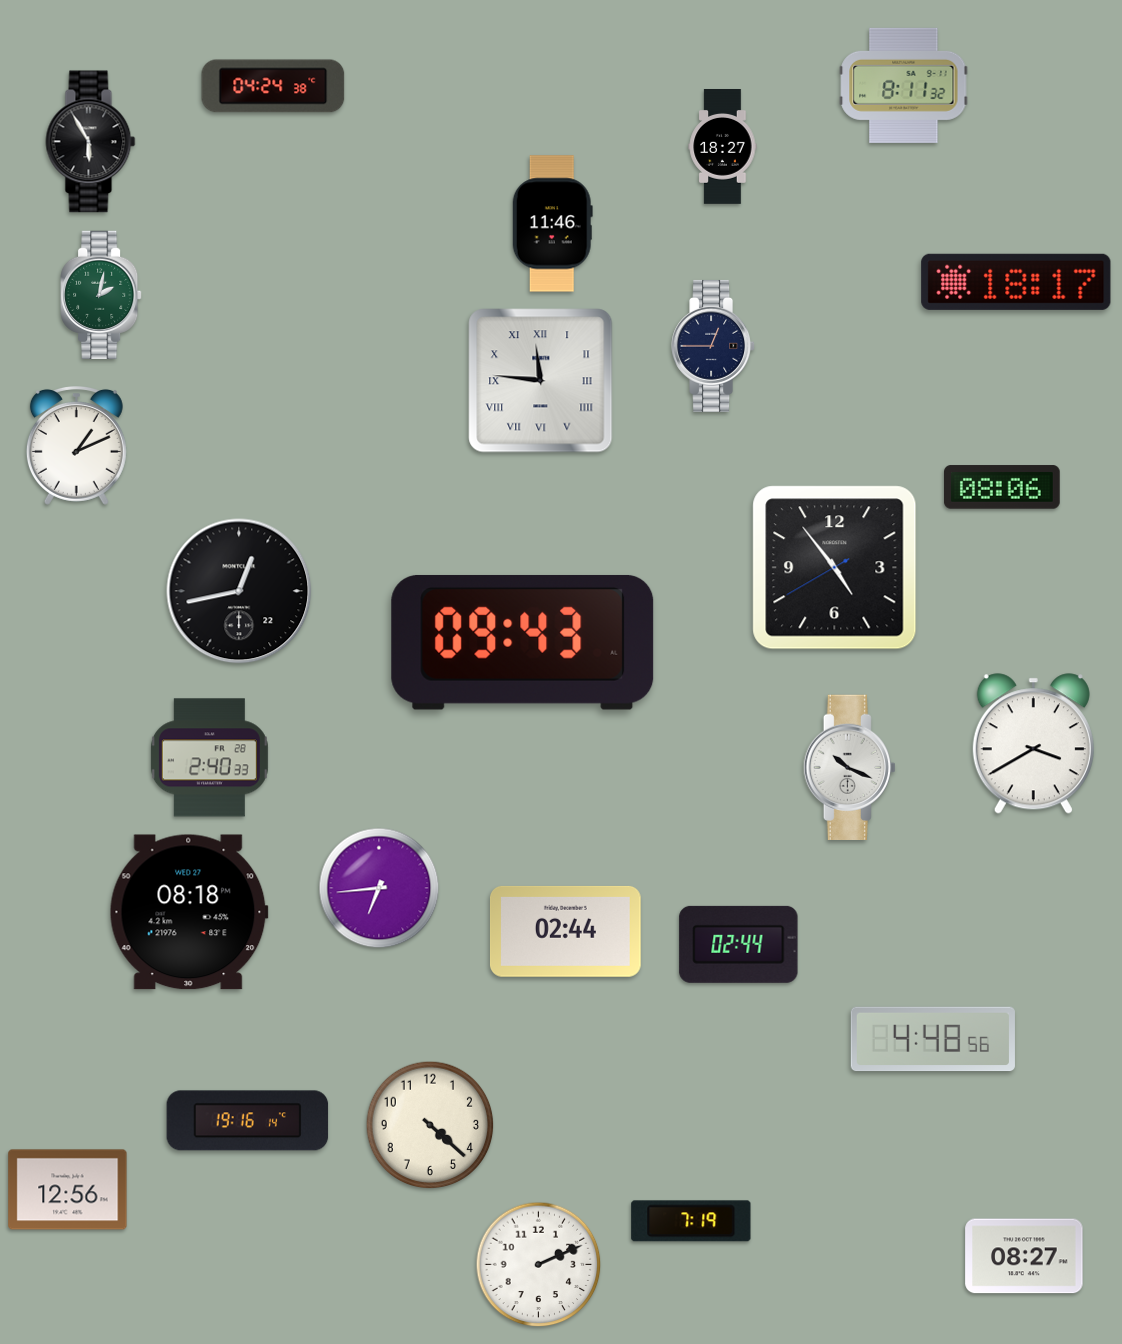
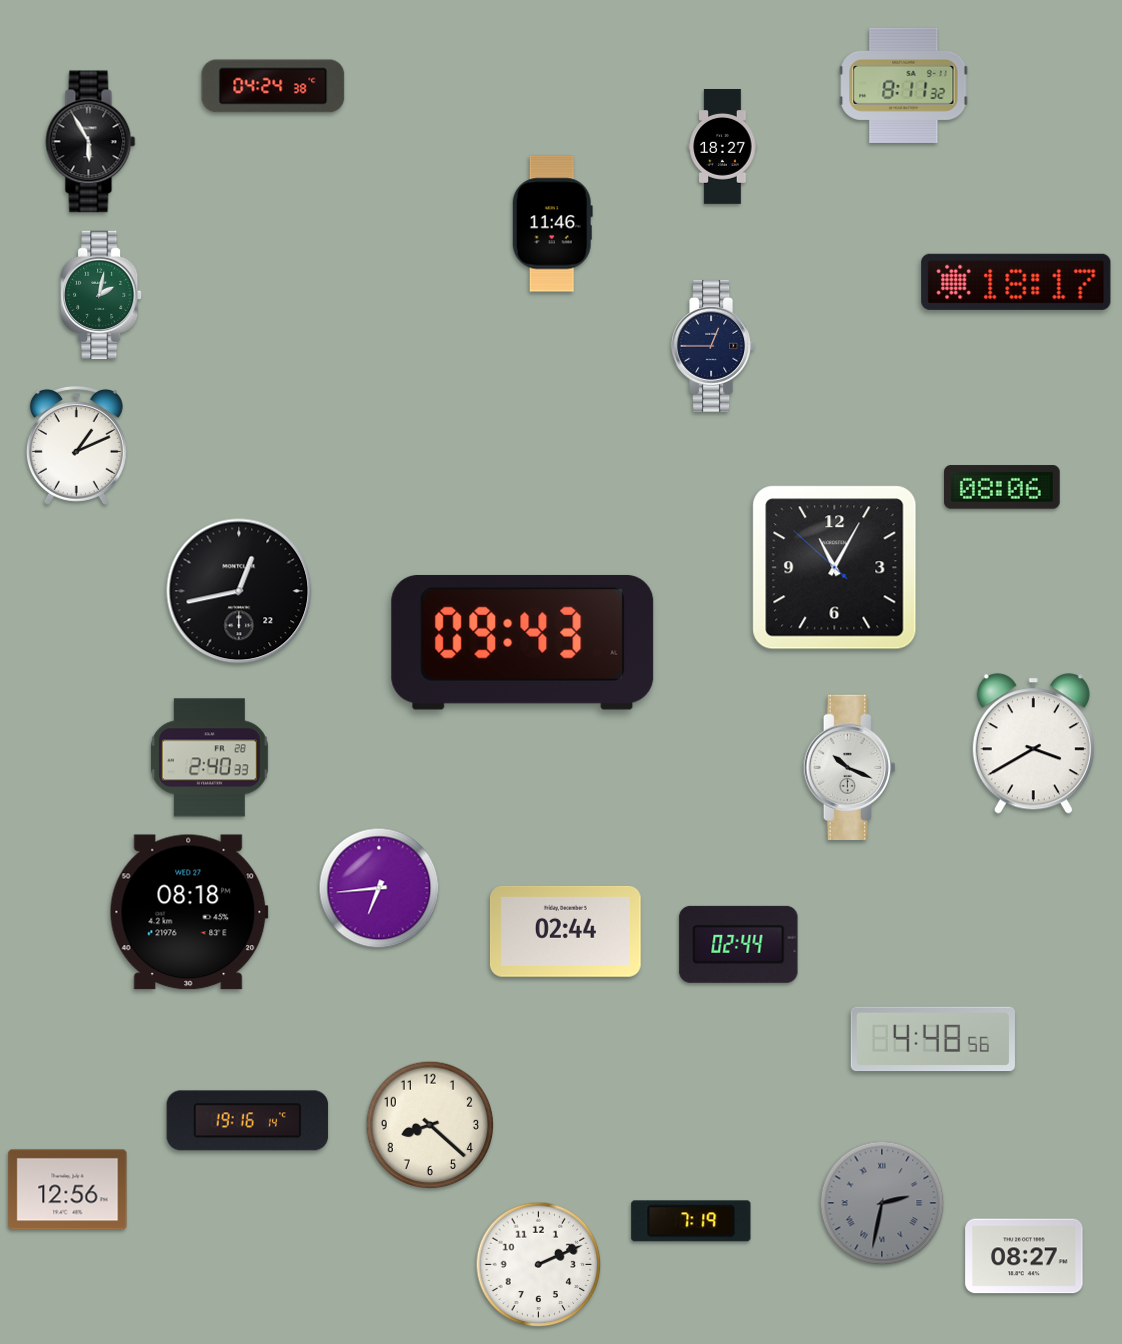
clock at (541, 381): 11:46 -> none
clock at (835, 568): 4:53 -> 11:04
clock at (430, 1125): 4:22 -> 8:22
clock at (882, 1203): none -> 2:32
